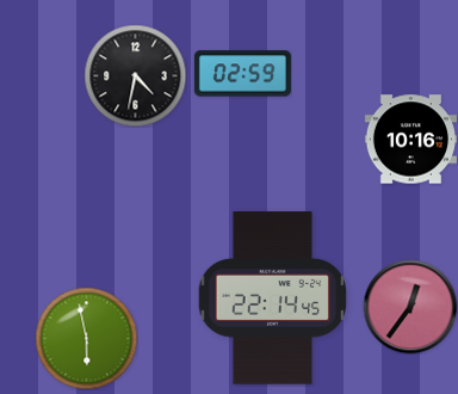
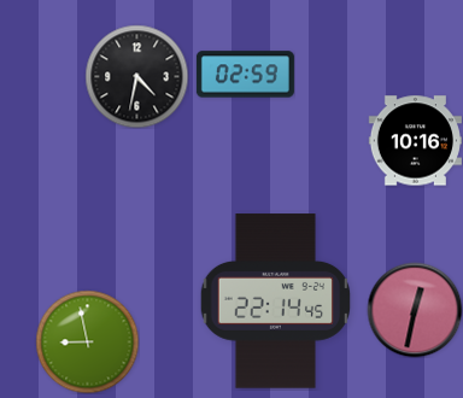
clock at (410, 307): 12:36 -> 12:32
clock at (86, 338): 5:58 -> 8:58
